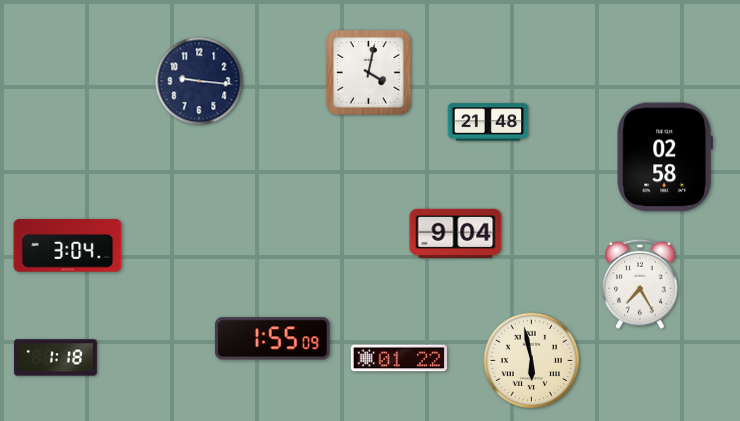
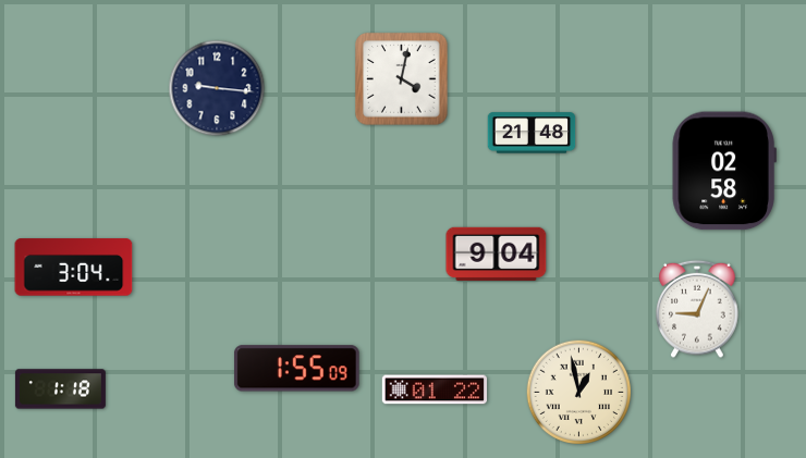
clock at (640, 284): 7:25 -> 9:04
clock at (531, 360): 5:58 -> 12:58
